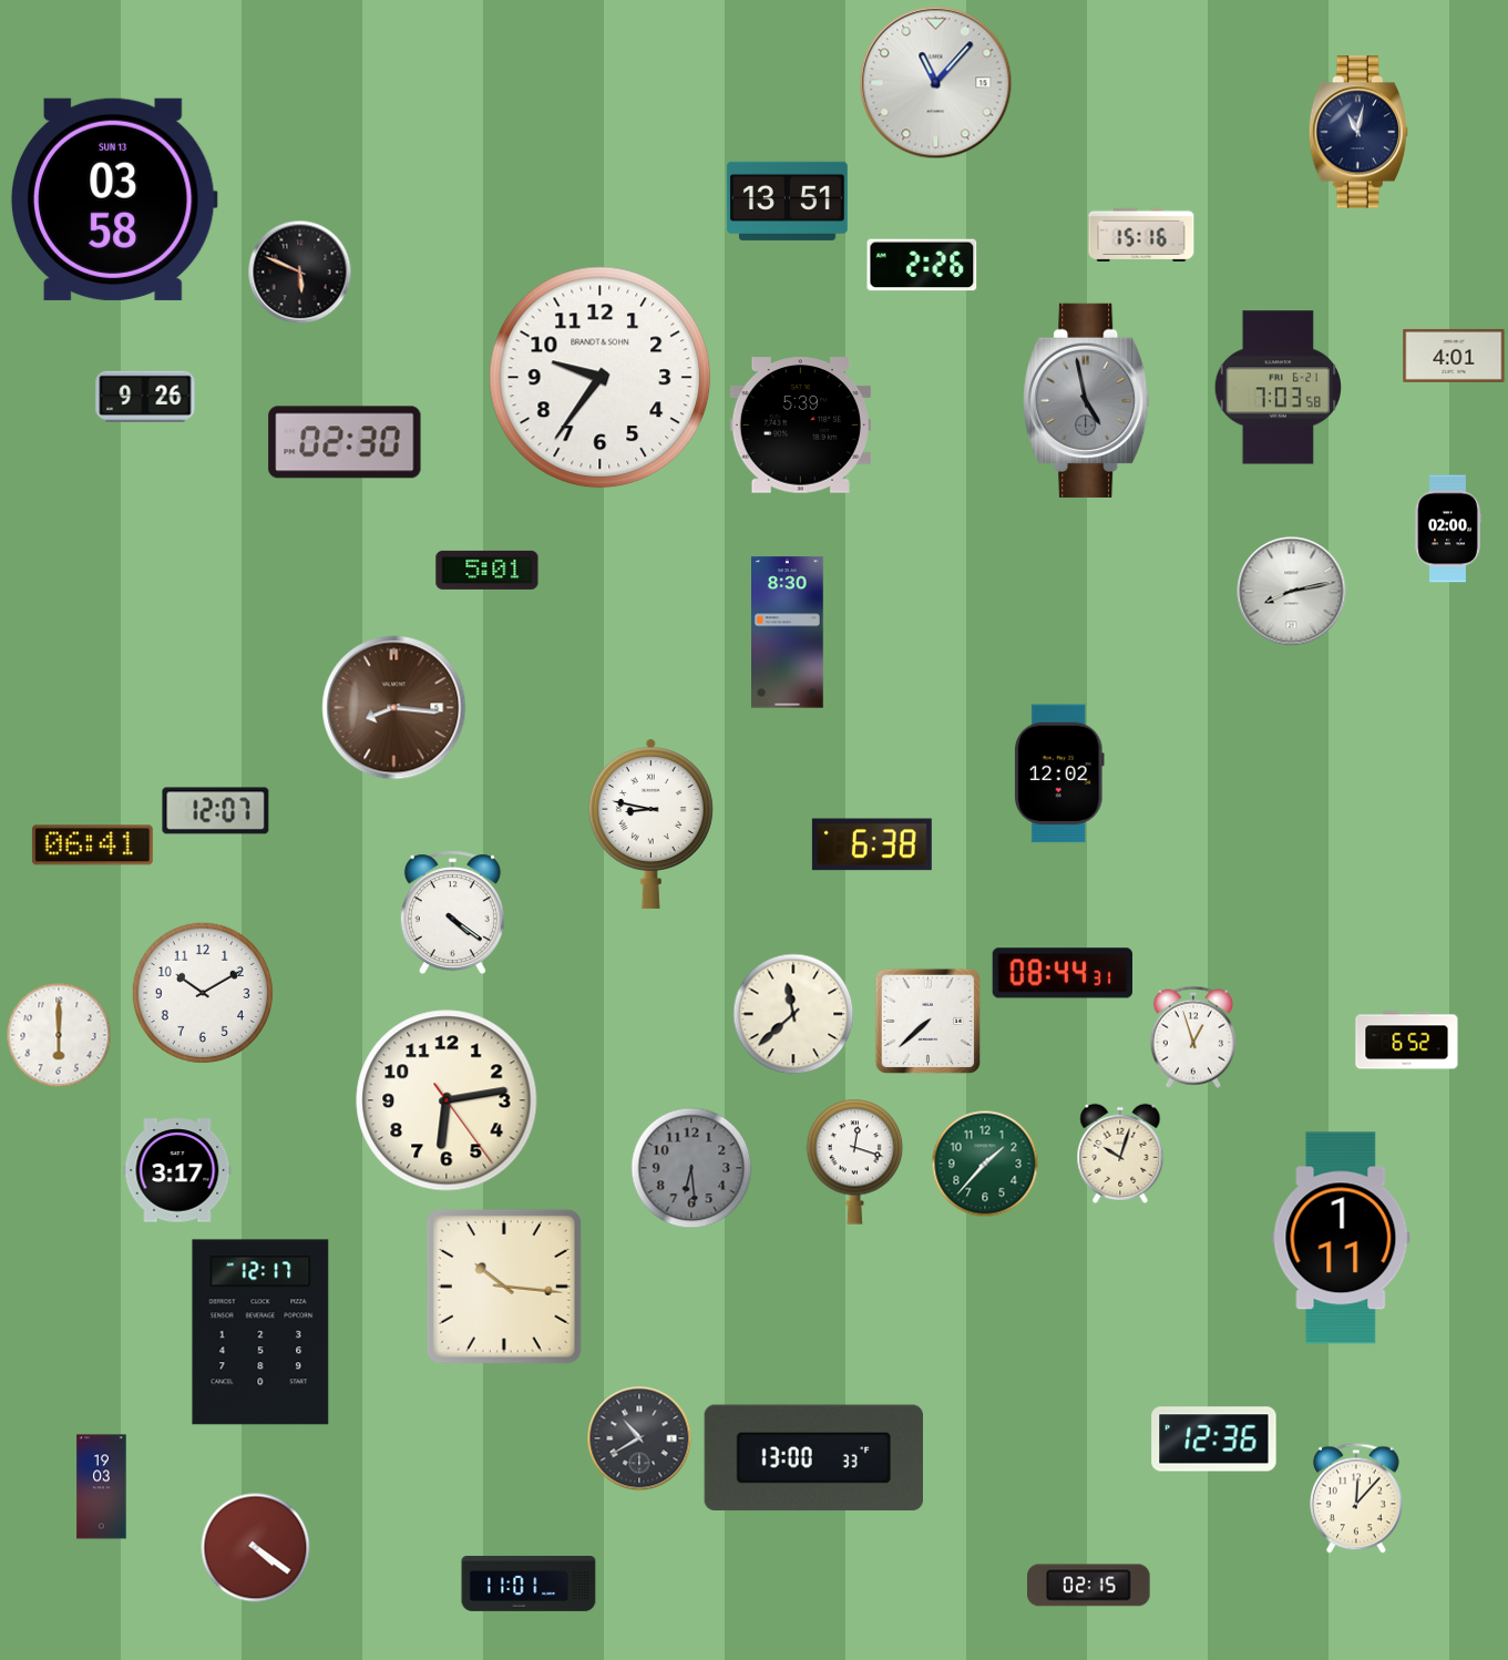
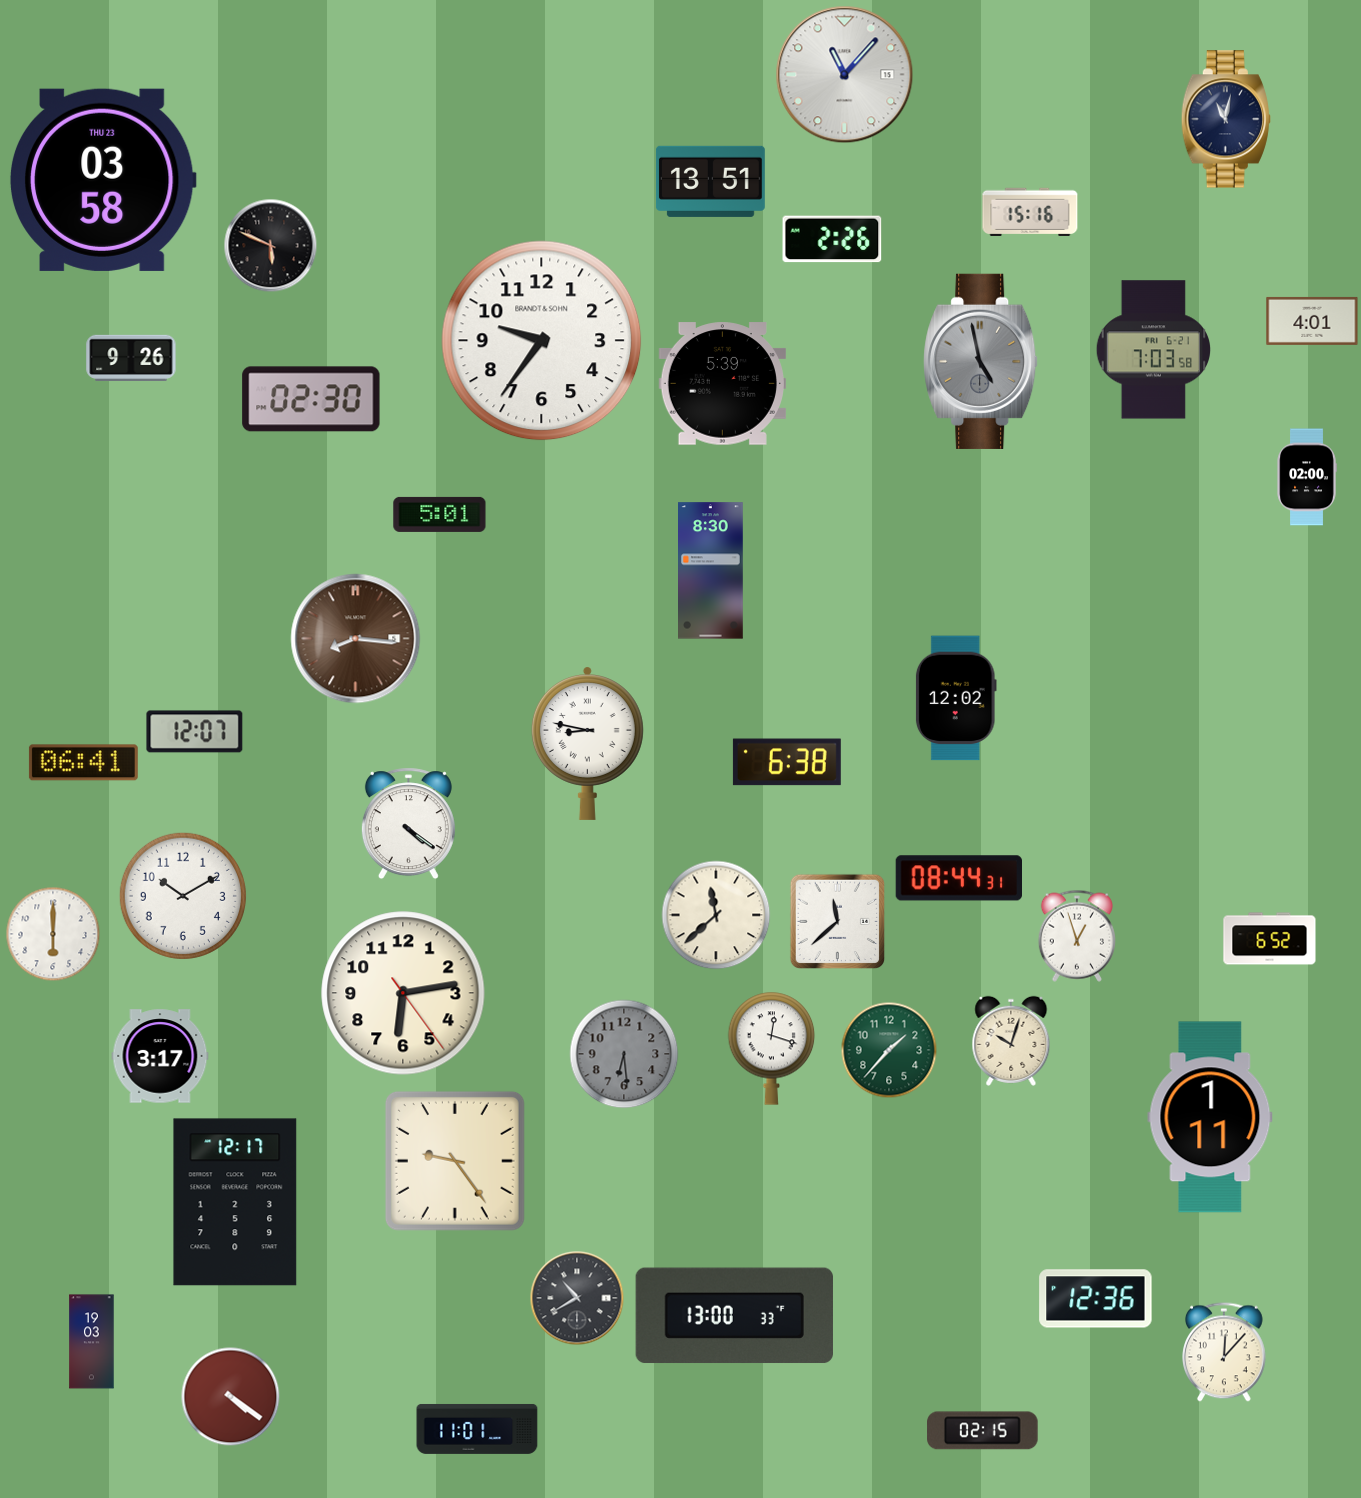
clock at (114, 199) date: SUN 13 -> THU 23
clock at (1292, 592): 8:13 -> none
clock at (929, 1022): 7:38 -> 11:38
clock at (504, 1287): 10:16 -> 9:24
